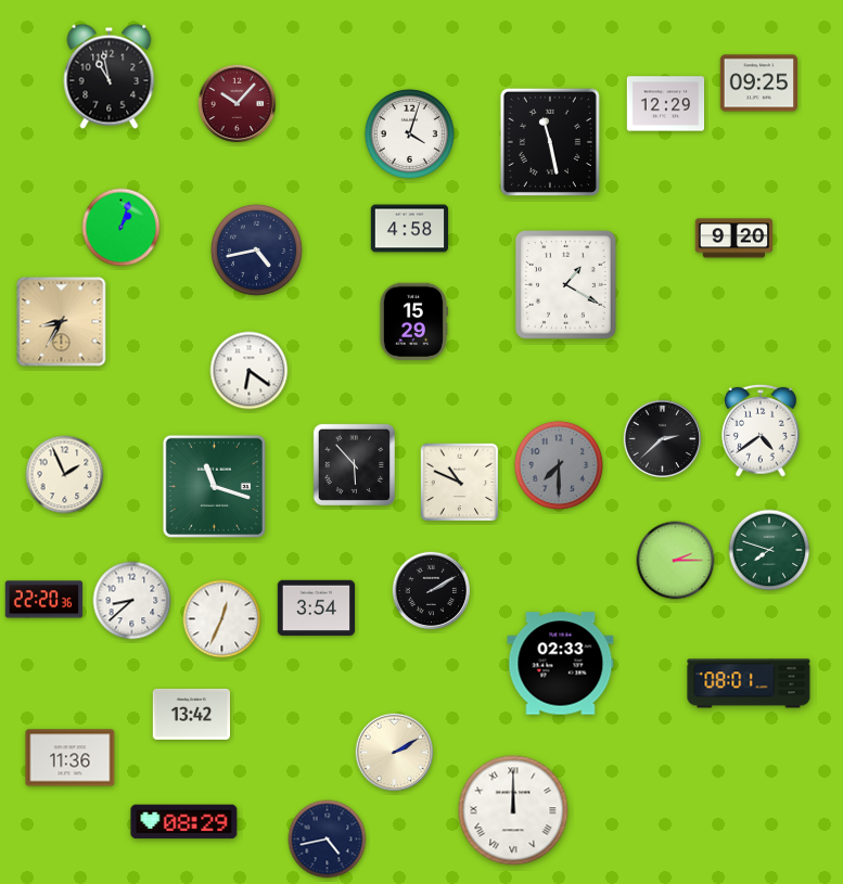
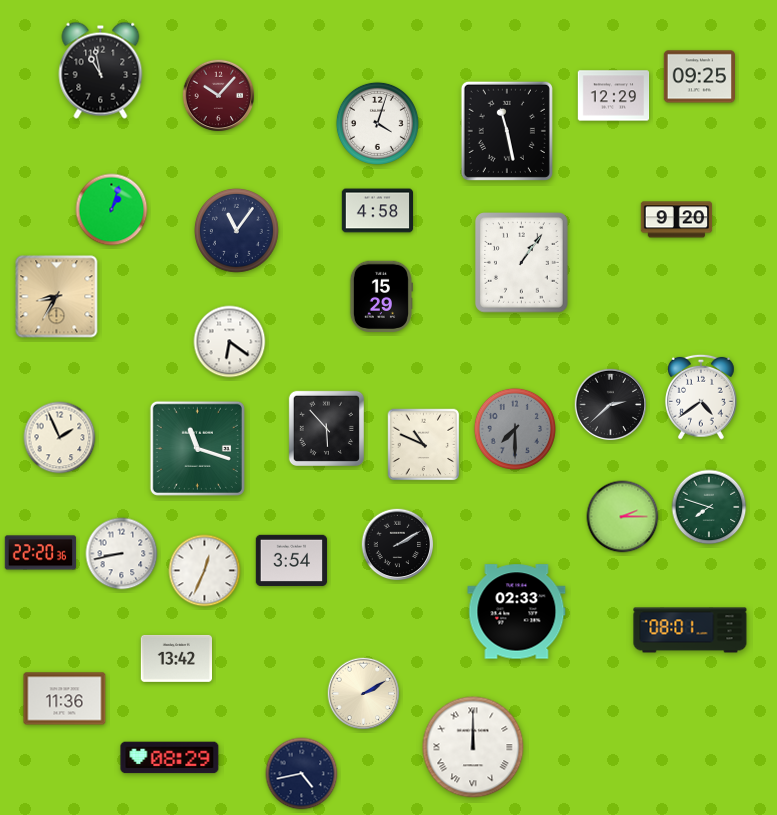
clock at (256, 249): 4:43 -> 11:06
clock at (566, 285): 1:20 -> 1:06
clock at (132, 601): 8:38 -> 8:43
